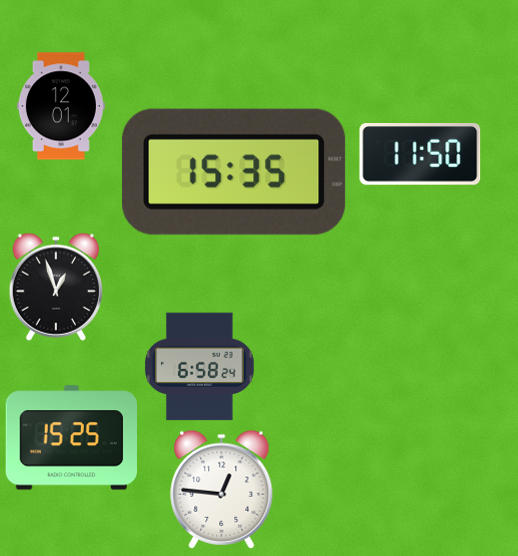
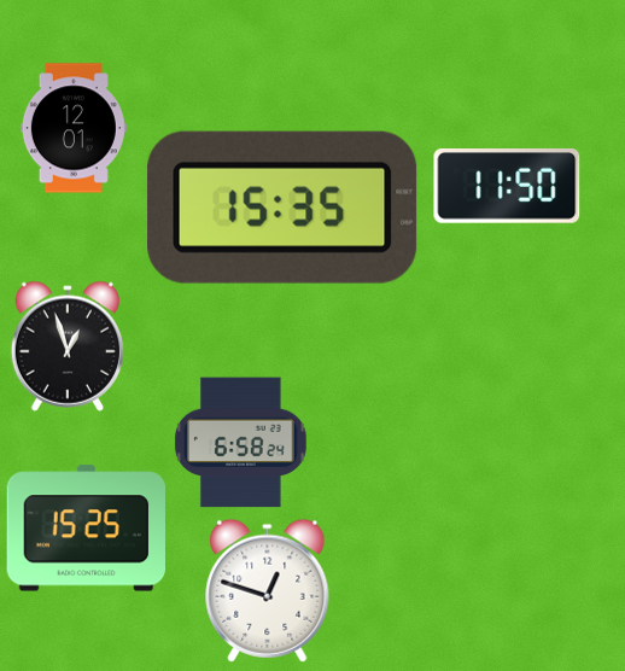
clock at (222, 489): 12:46 -> 12:48
